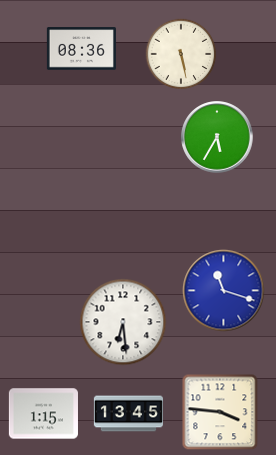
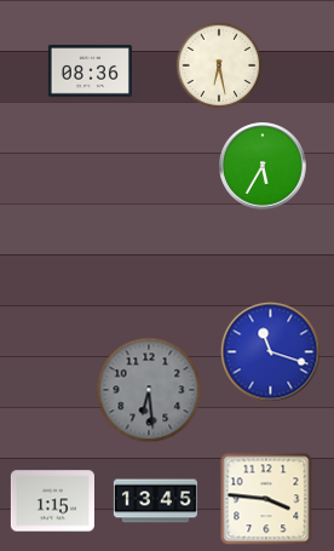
clock at (81, 49) position: (81, 49) -> (90, 71)
clock at (181, 54): 5:28 -> 6:28
clock at (123, 322) dial: white -> grey
